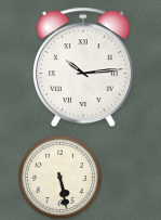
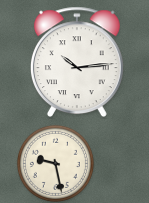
clock at (59, 177): 5:28 -> 9:28
